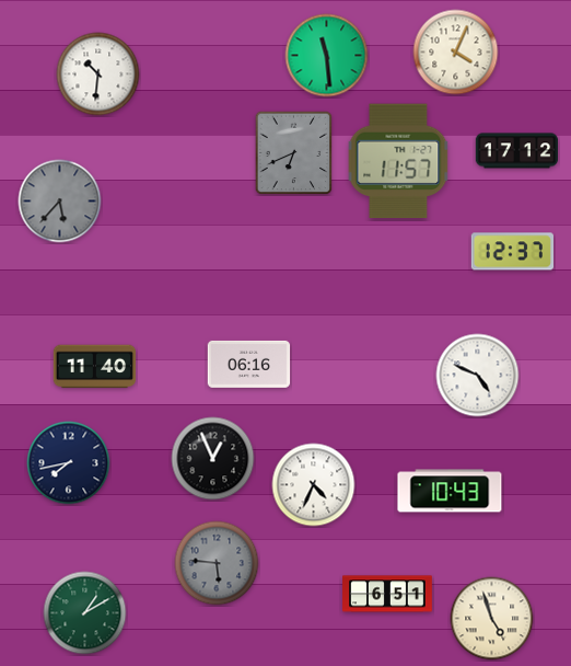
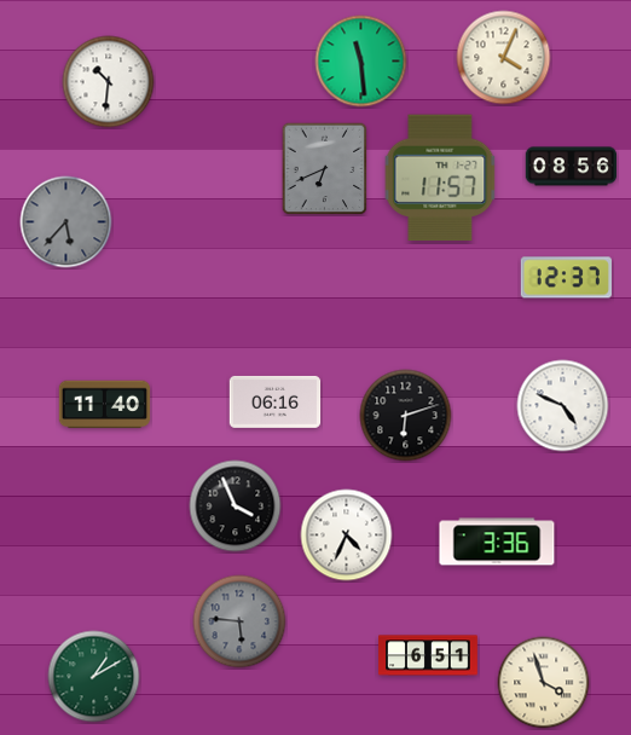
clock at (517, 151): 17:12 -> 08:56
clock at (478, 376) position: (478, 376) -> (563, 406)
clock at (406, 416): none -> 6:12
clock at (213, 459): 12:56 -> 3:56
clock at (69, 463): 7:43 -> none
clock at (450, 491): 10:43 -> 3:36
clock at (492, 619): 4:57 -> 3:57
